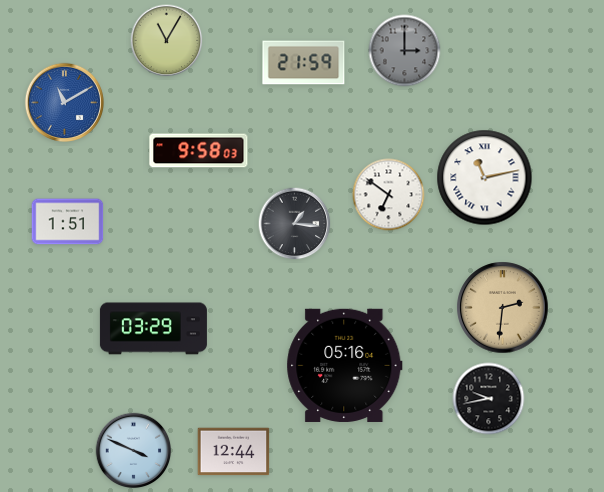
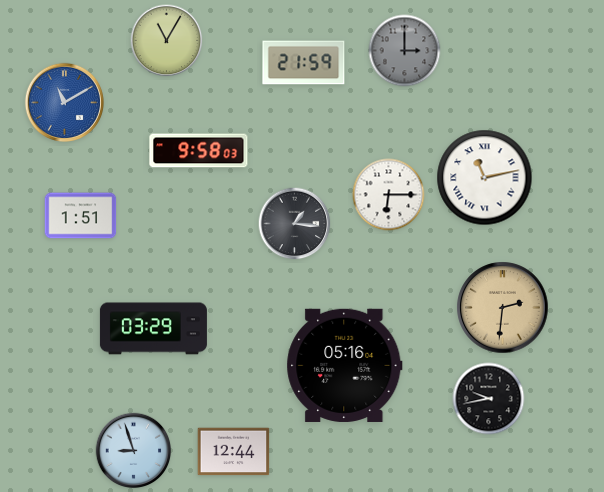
clock at (389, 195): 6:51 -> 6:15
clock at (68, 222) position: (68, 222) -> (81, 216)
clock at (134, 451): 3:49 -> 8:57
